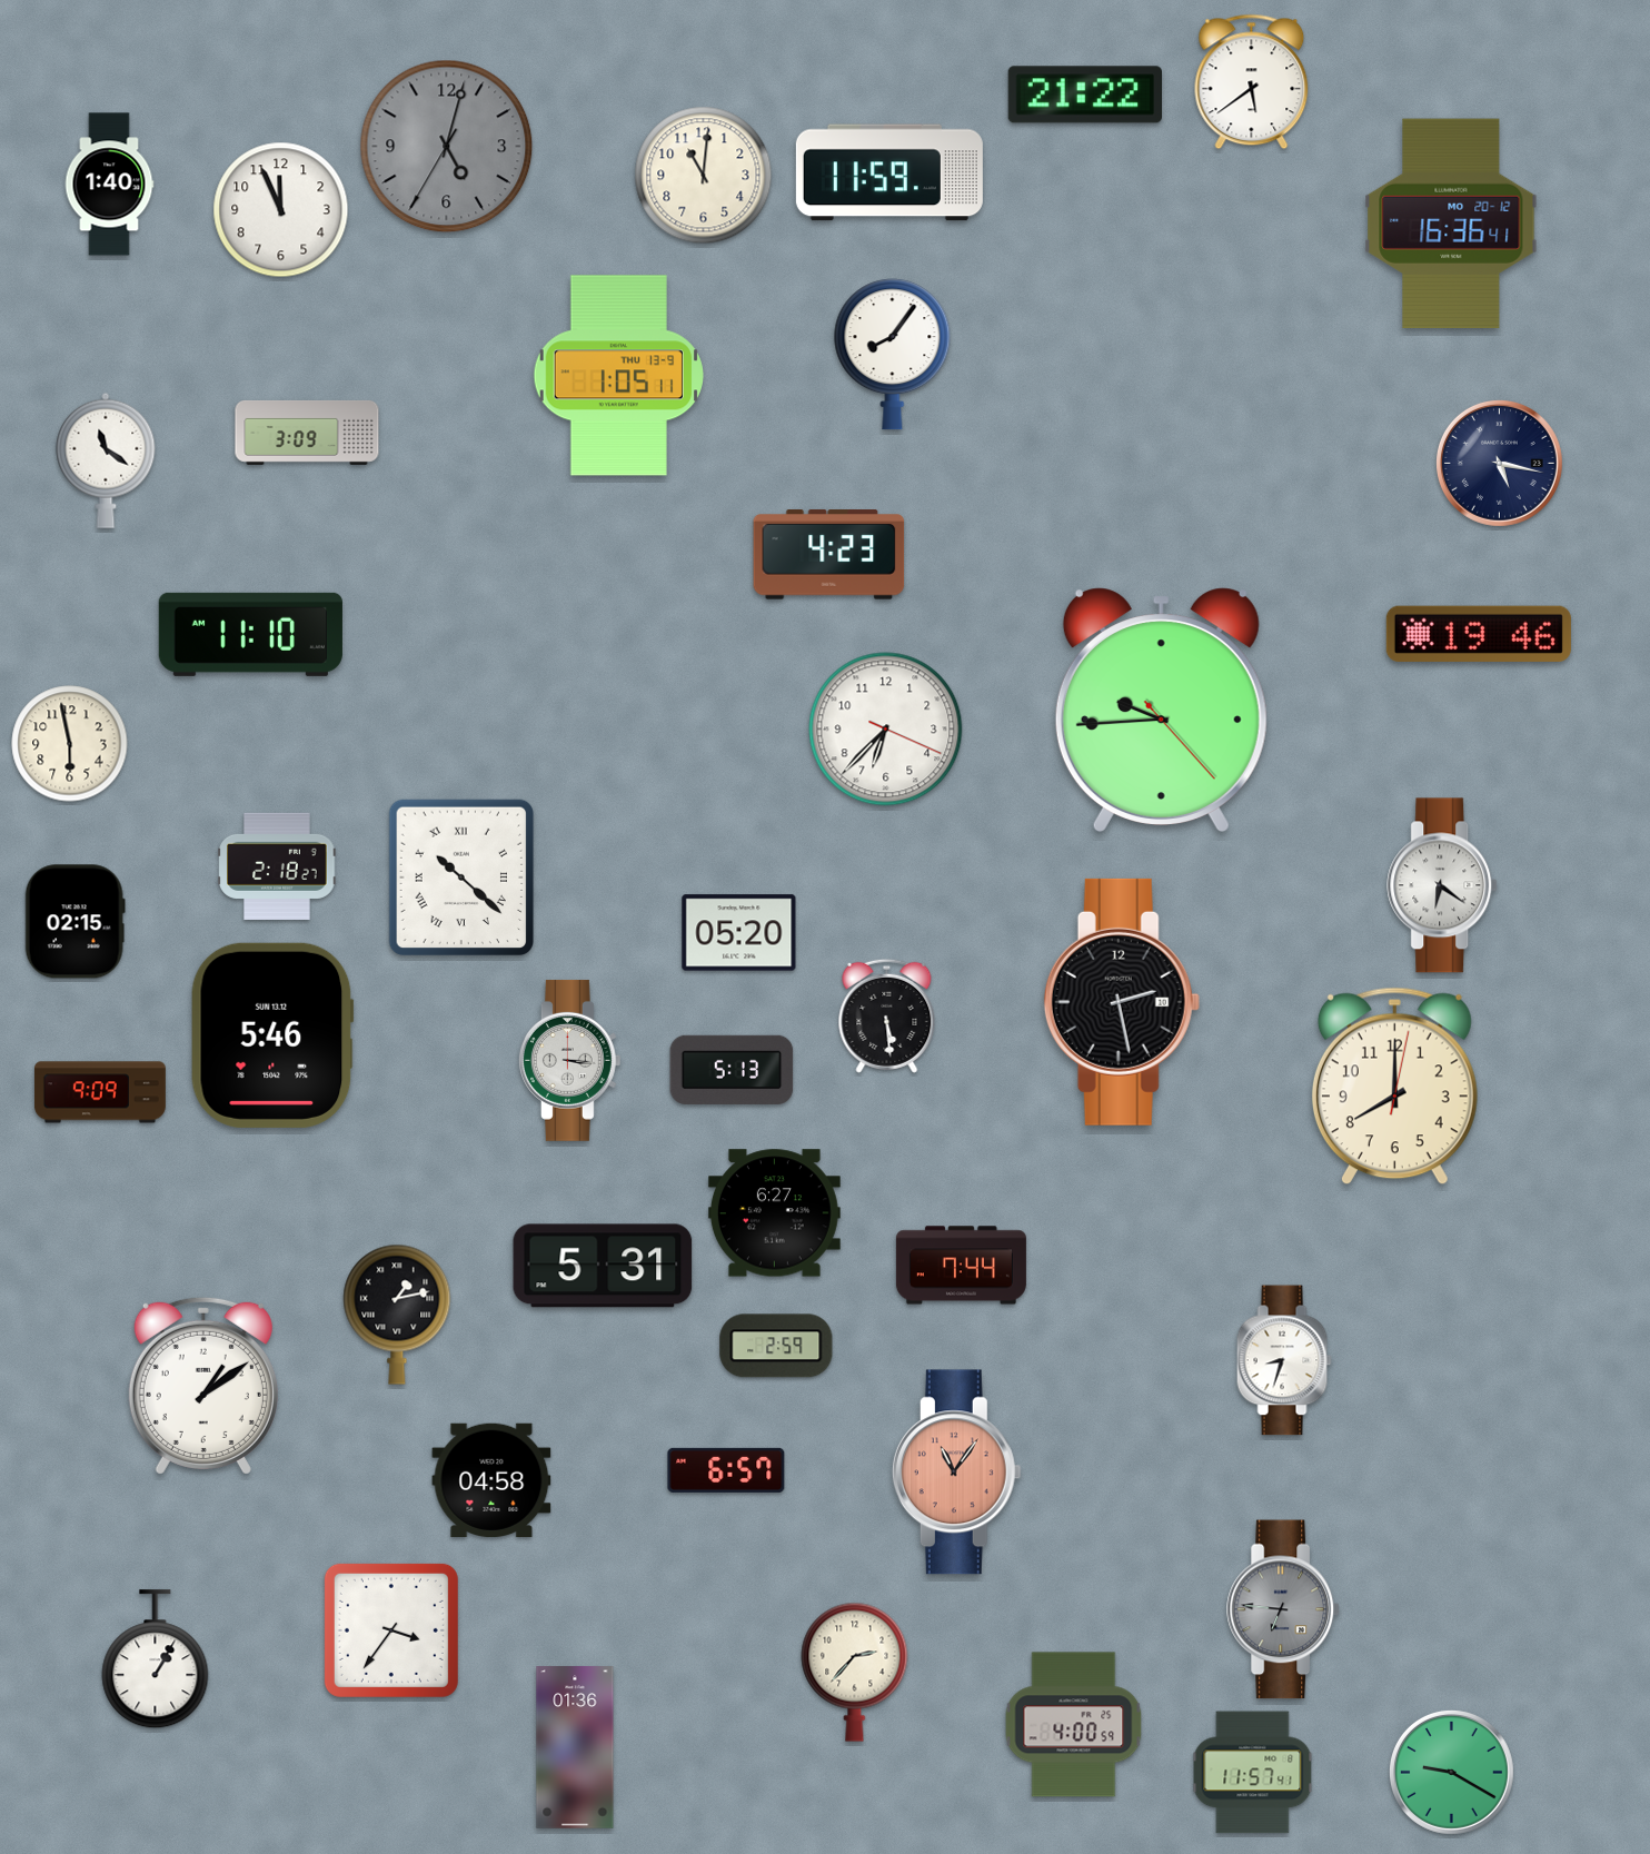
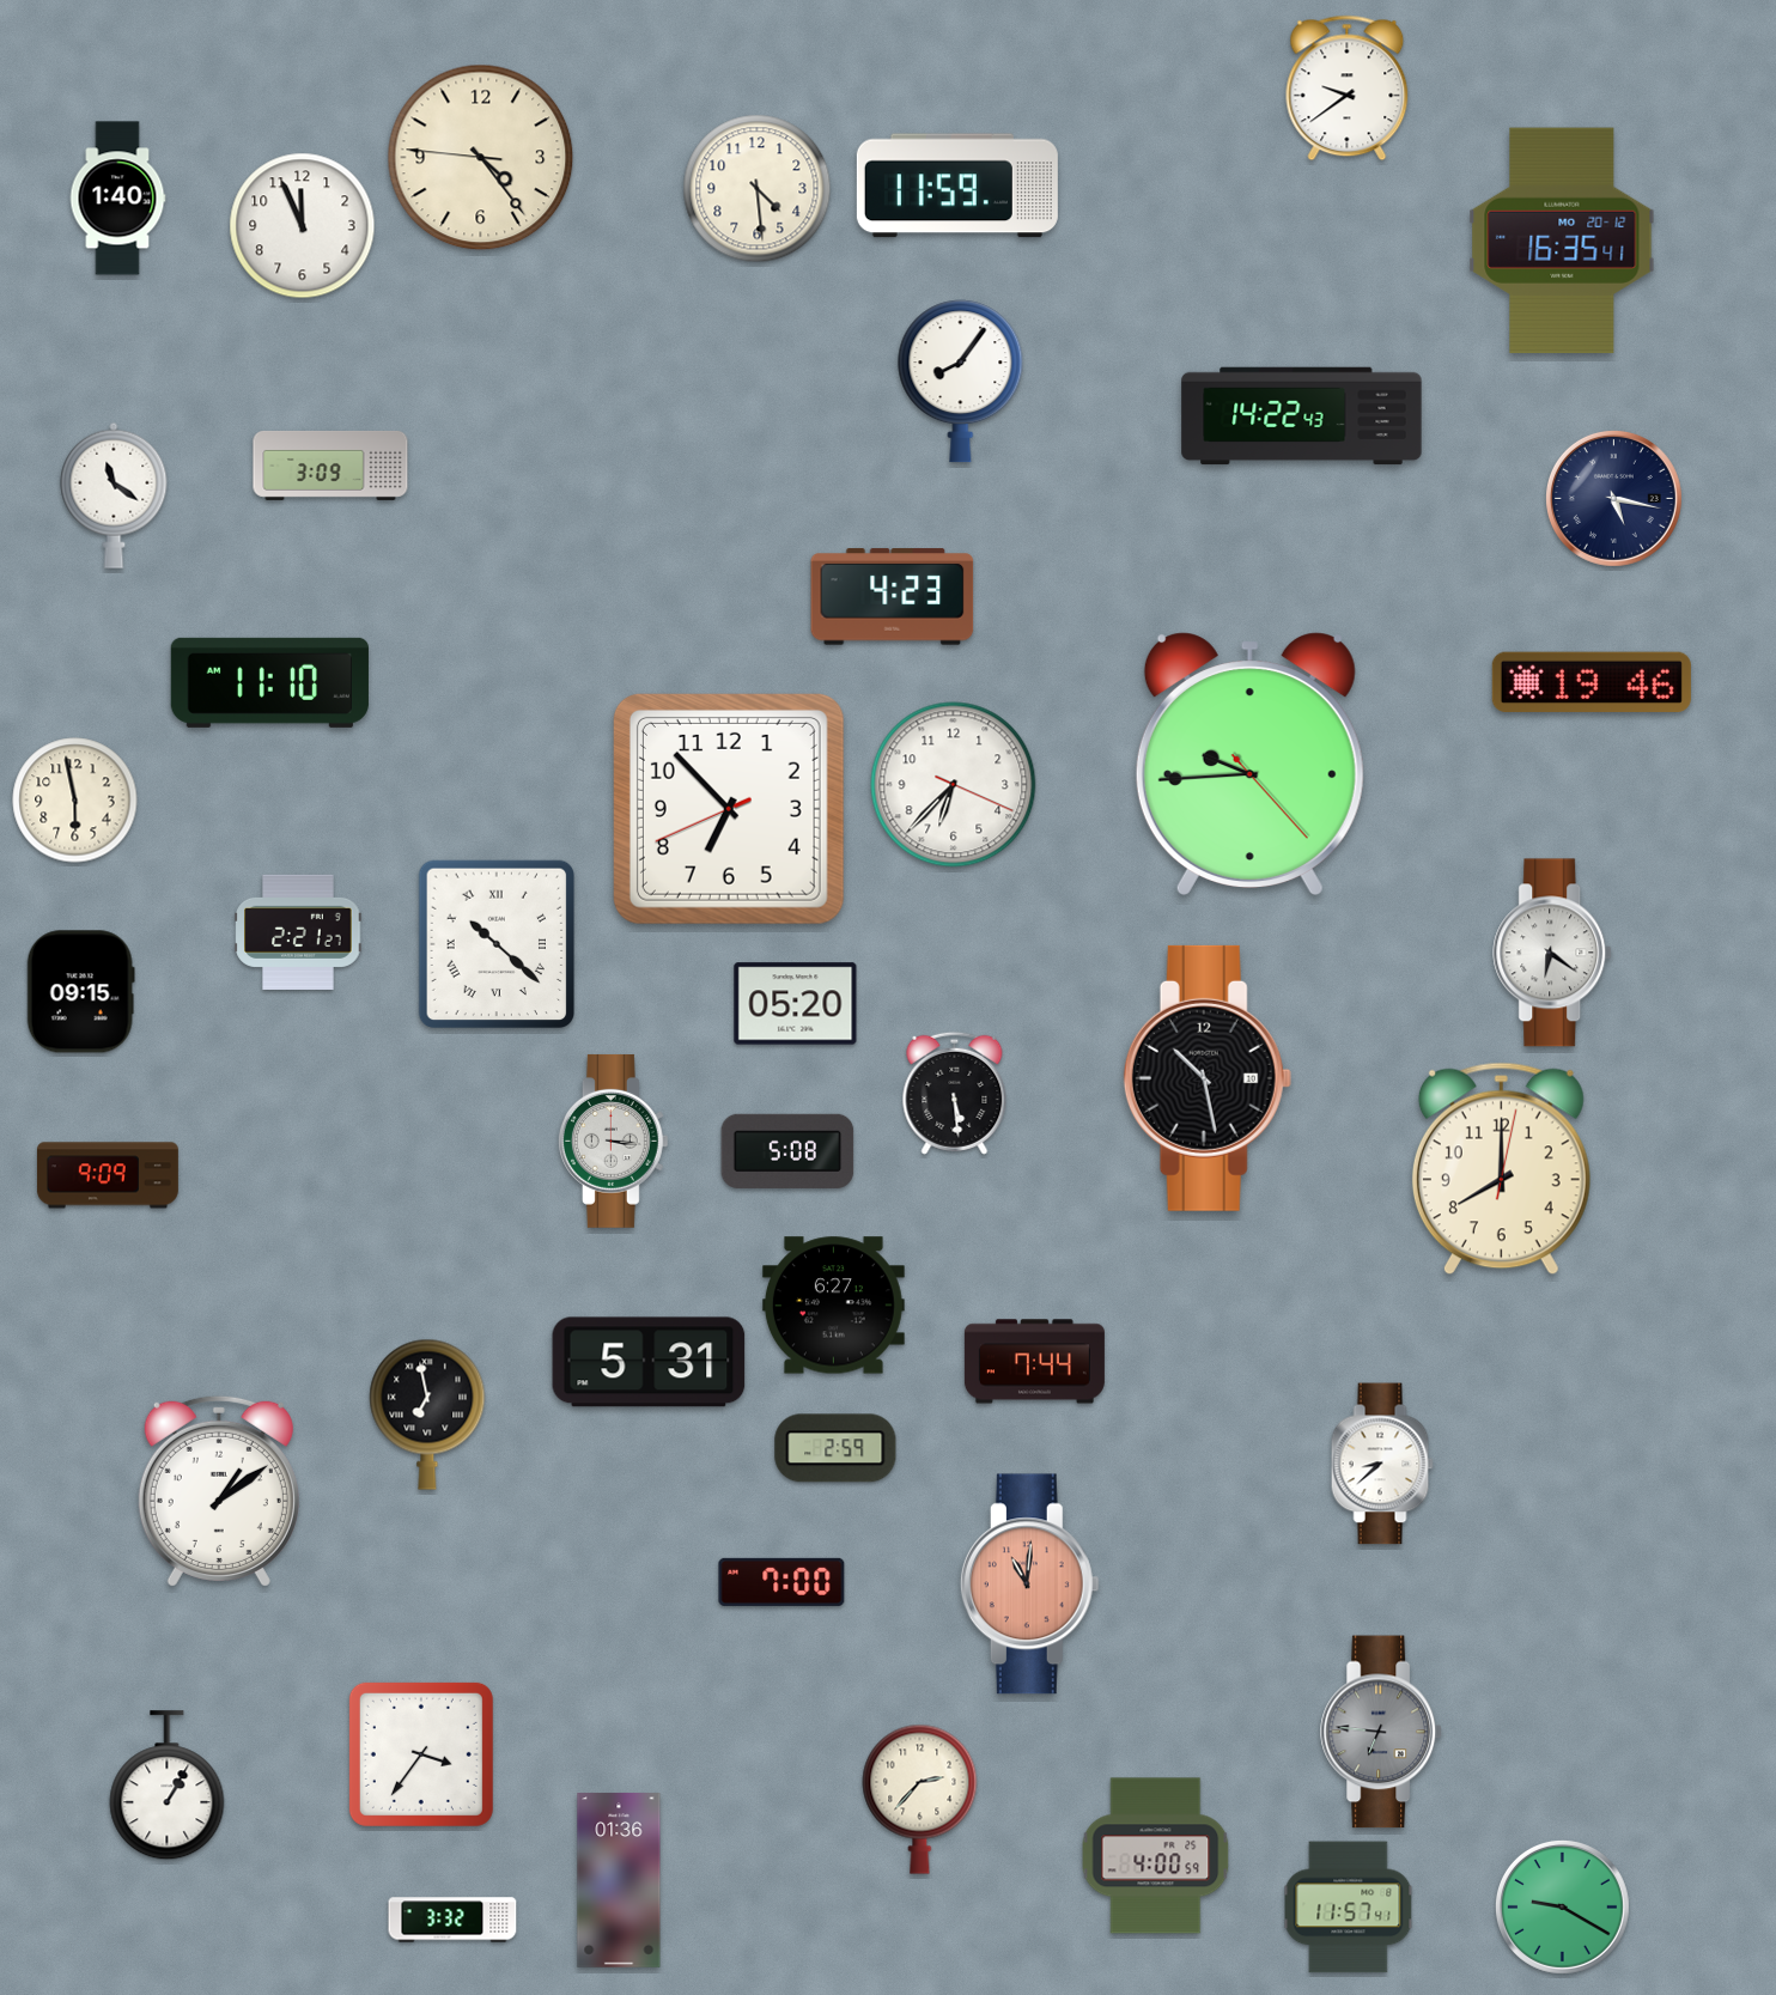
clock at (1252, 82): 5:39 -> 9:39
clock at (1084, 95): 21:22 -> none
clock at (447, 147): 5:02 -> 4:23
clock at (447, 147) dial: grey -> cream
clock at (704, 176): 11:01 -> 4:29
clock at (1451, 224): 16:36 -> 16:35
clock at (618, 376): 1:05 -> none
clock at (1302, 416): none -> 14:22
clock at (729, 809): none -> 6:52
clock at (277, 866): 2:18 -> 2:21
clock at (74, 922): 02:15 -> 09:15
clock at (1122, 1002): 2:28 -> 10:28
clock at (272, 1035): 5:46 -> none
clock at (732, 1070): 5:13 -> 5:08
clock at (397, 1315): 1:13 -> 6:58
clock at (1284, 1360): 8:33 -> 8:38
clock at (726, 1470): 6:57 -> 7:00
clock at (956, 1473): 11:06 -> 11:01
clock at (491, 1479): 04:58 -> none
clock at (452, 1920): none -> 3:32
